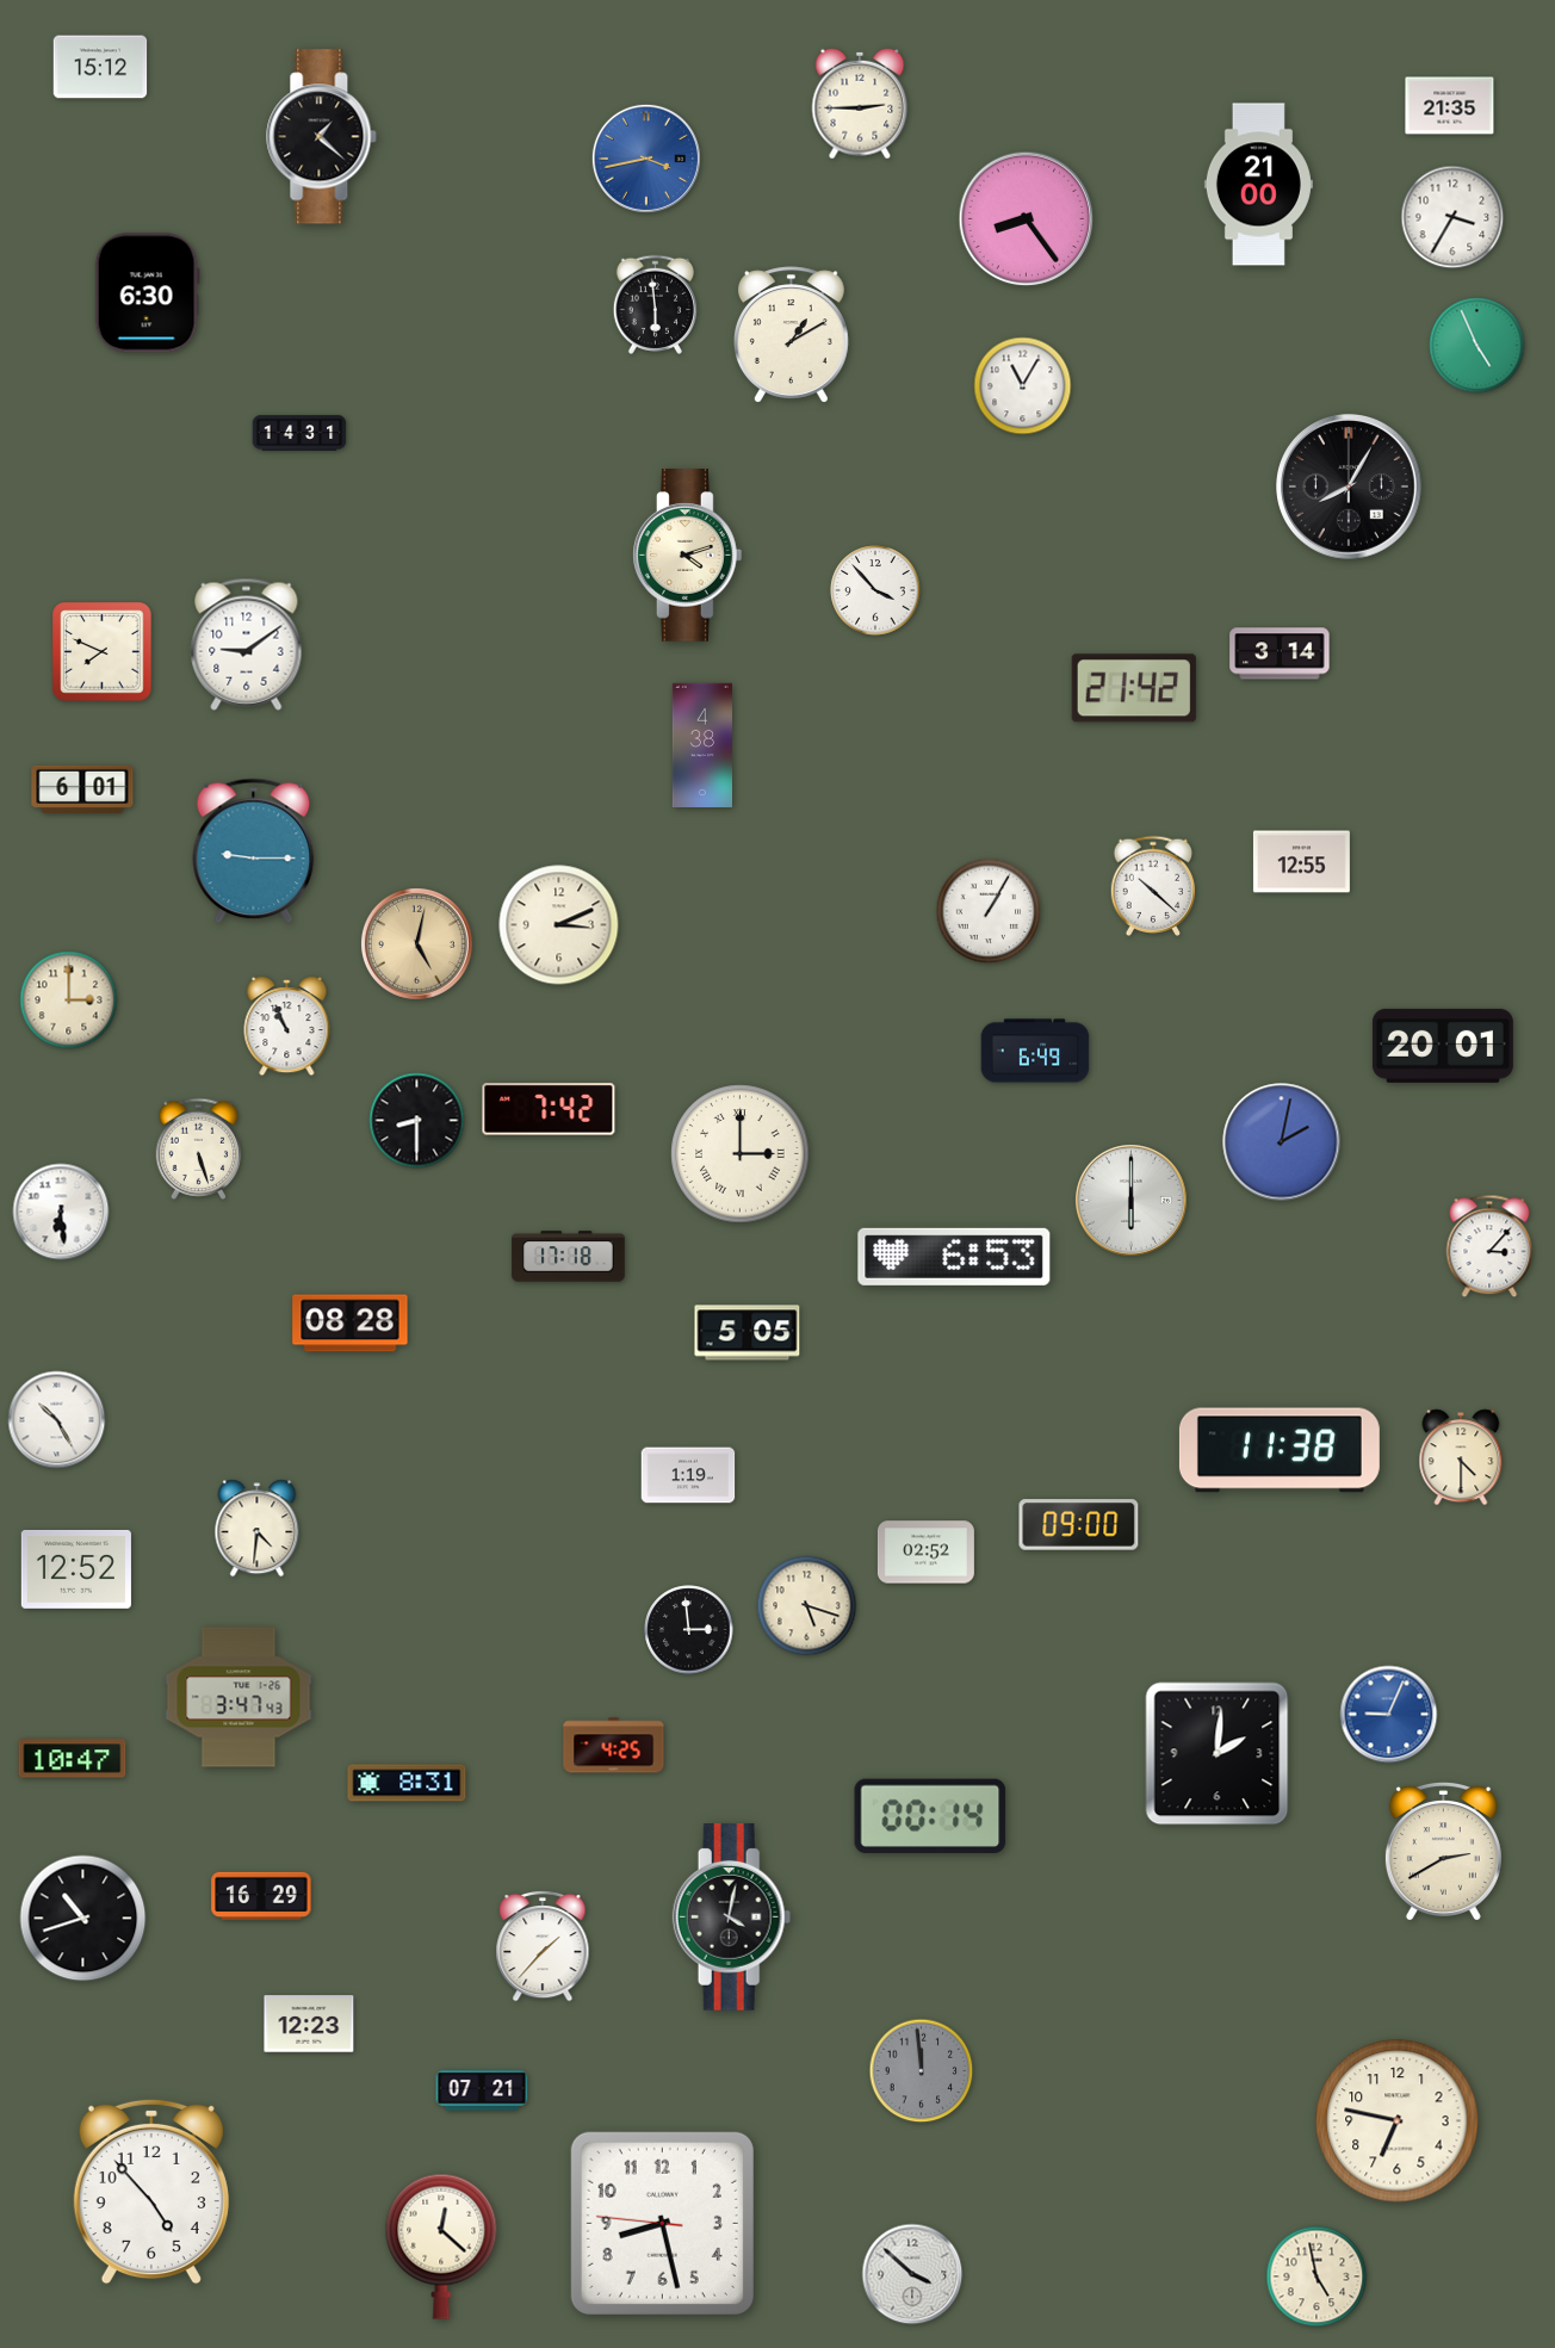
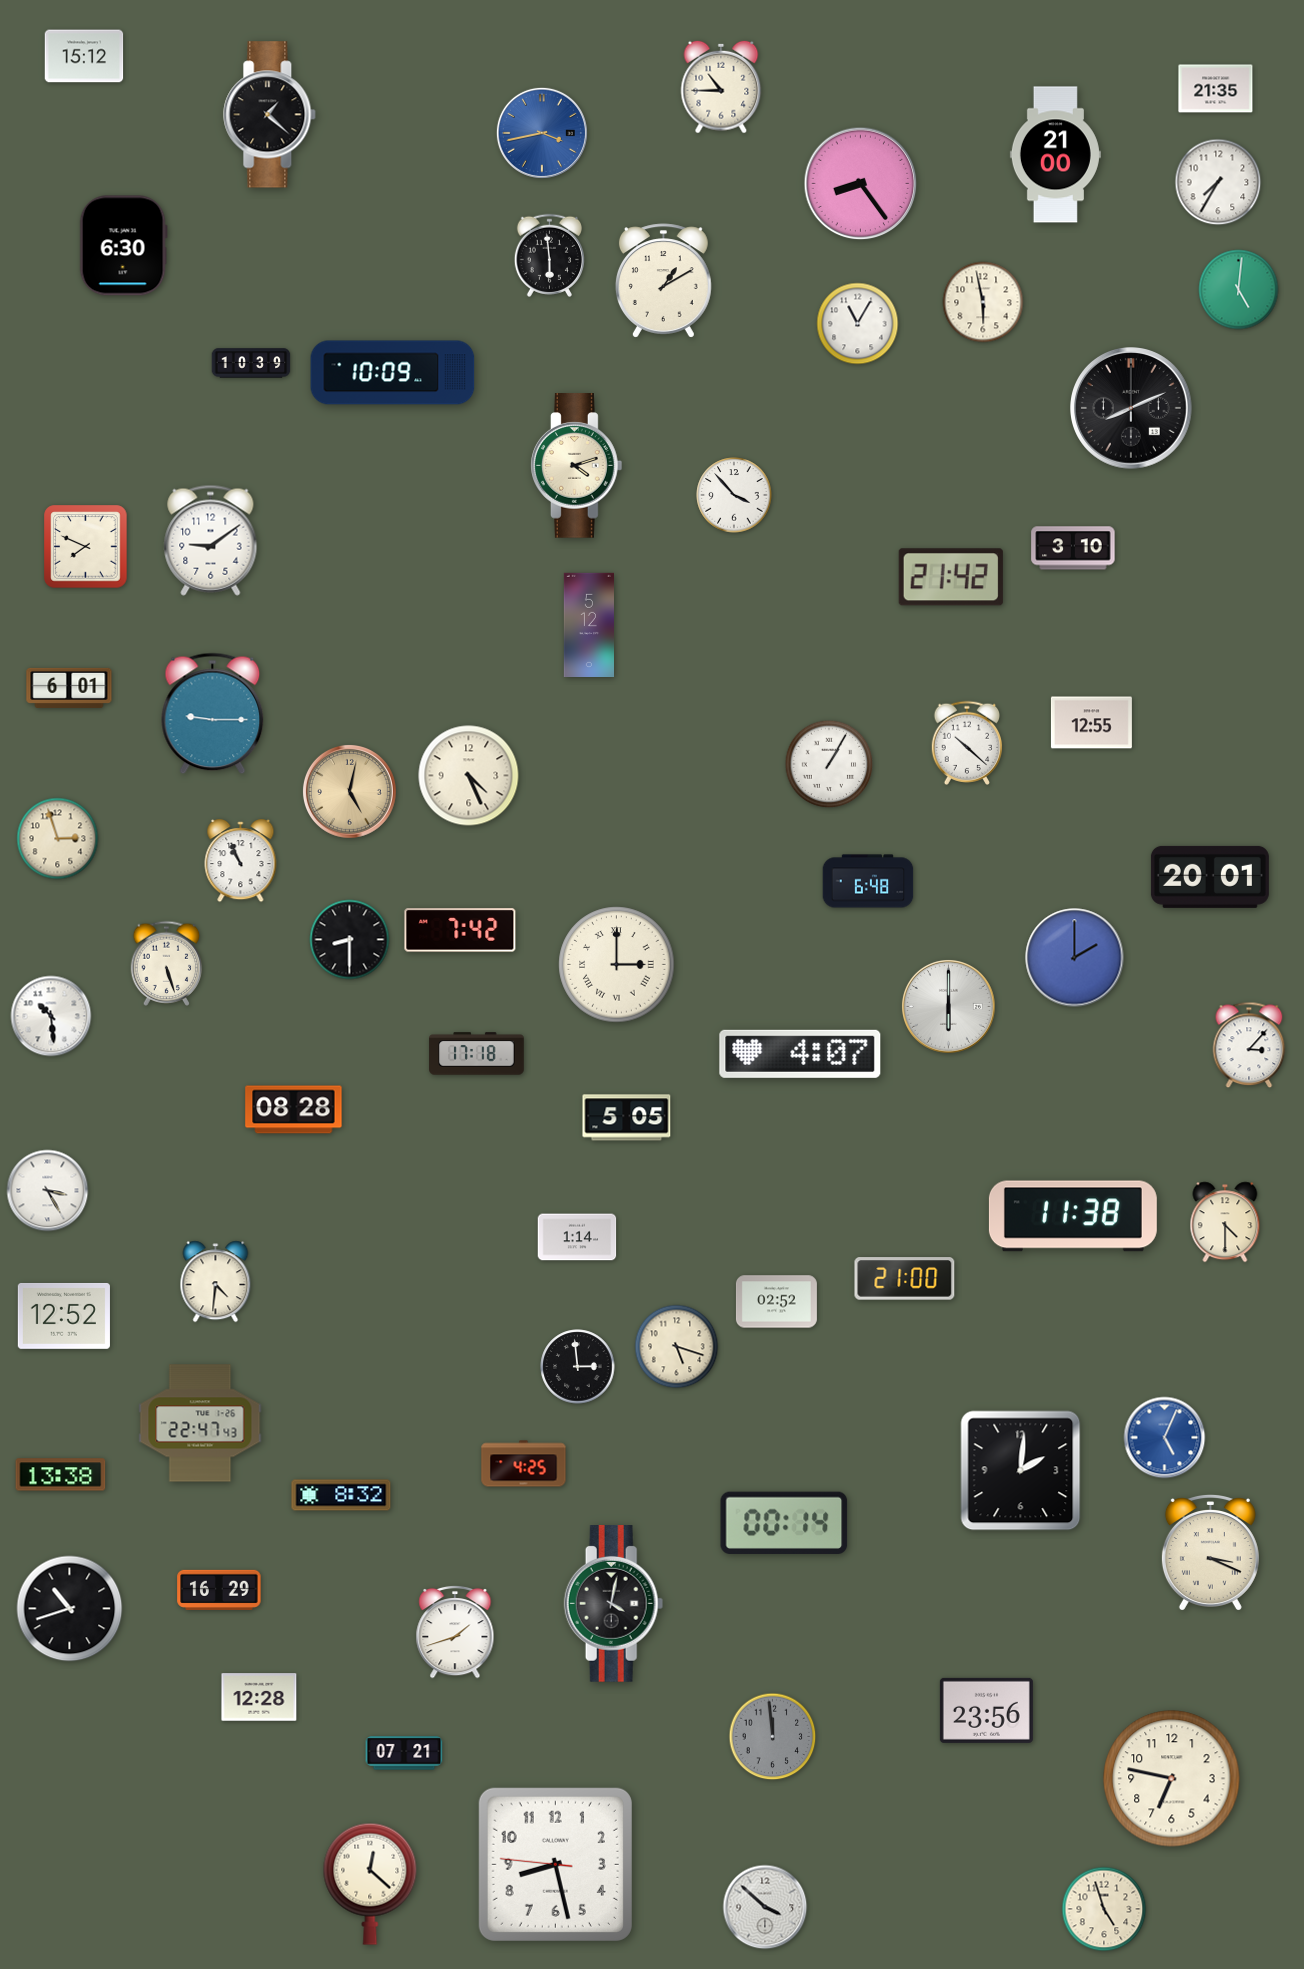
clock at (860, 104): 2:45 -> 10:45
clock at (1452, 217): 3:35 -> 7:35
clock at (1477, 346): 4:56 -> 5:01
clock at (983, 302): none -> 5:58
clock at (299, 433): 14:31 -> 10:39
clock at (393, 373): none -> 10:09
clock at (1349, 487): 8:05 -> 8:11
clock at (247, 644) position: (247, 644) -> (211, 540)
clock at (1280, 653): 3:14 -> 3:10
clock at (701, 744): 4:38 -> 5:12
clock at (82, 789) position: (82, 789) -> (69, 688)
clock at (559, 925): 3:11 -> 4:26
clock at (69, 1000): 3:00 -> 2:57
clock at (1035, 1051): 6:49 -> 6:48
clock at (1282, 1142): 2:02 -> 2:00
clock at (741, 1154) position: (741, 1154) -> (617, 965)
clock at (61, 1212): 6:29 -> 10:29
clock at (954, 1257): 6:53 -> 4:07
clock at (57, 1420): 10:25 -> 3:25
clock at (688, 1475): 1:19 -> 1:14
clock at (1079, 1525): 09:00 -> 21:00
clock at (238, 1697): 3:47 -> 22:47
clock at (1389, 1715): 9:04 -> 5:04
clock at (614, 1746) position: (614, 1746) -> (524, 1464)
clock at (73, 1759): 10:47 -> 13:38
clock at (407, 1783): 8:31 -> 8:32
clock at (930, 1816) position: (930, 1816) -> (784, 1523)
clock at (1443, 1852): 2:40 -> 3:19
clock at (732, 1918) position: (732, 1918) -> (614, 1604)
clock at (543, 1946): 1:37 -> 1:42
clock at (309, 2024): 12:23 -> 12:28
clock at (986, 1710): none -> 23:56
clock at (151, 2192): 4:53 -> none
clock at (1317, 2276): 4:58 -> 4:57
